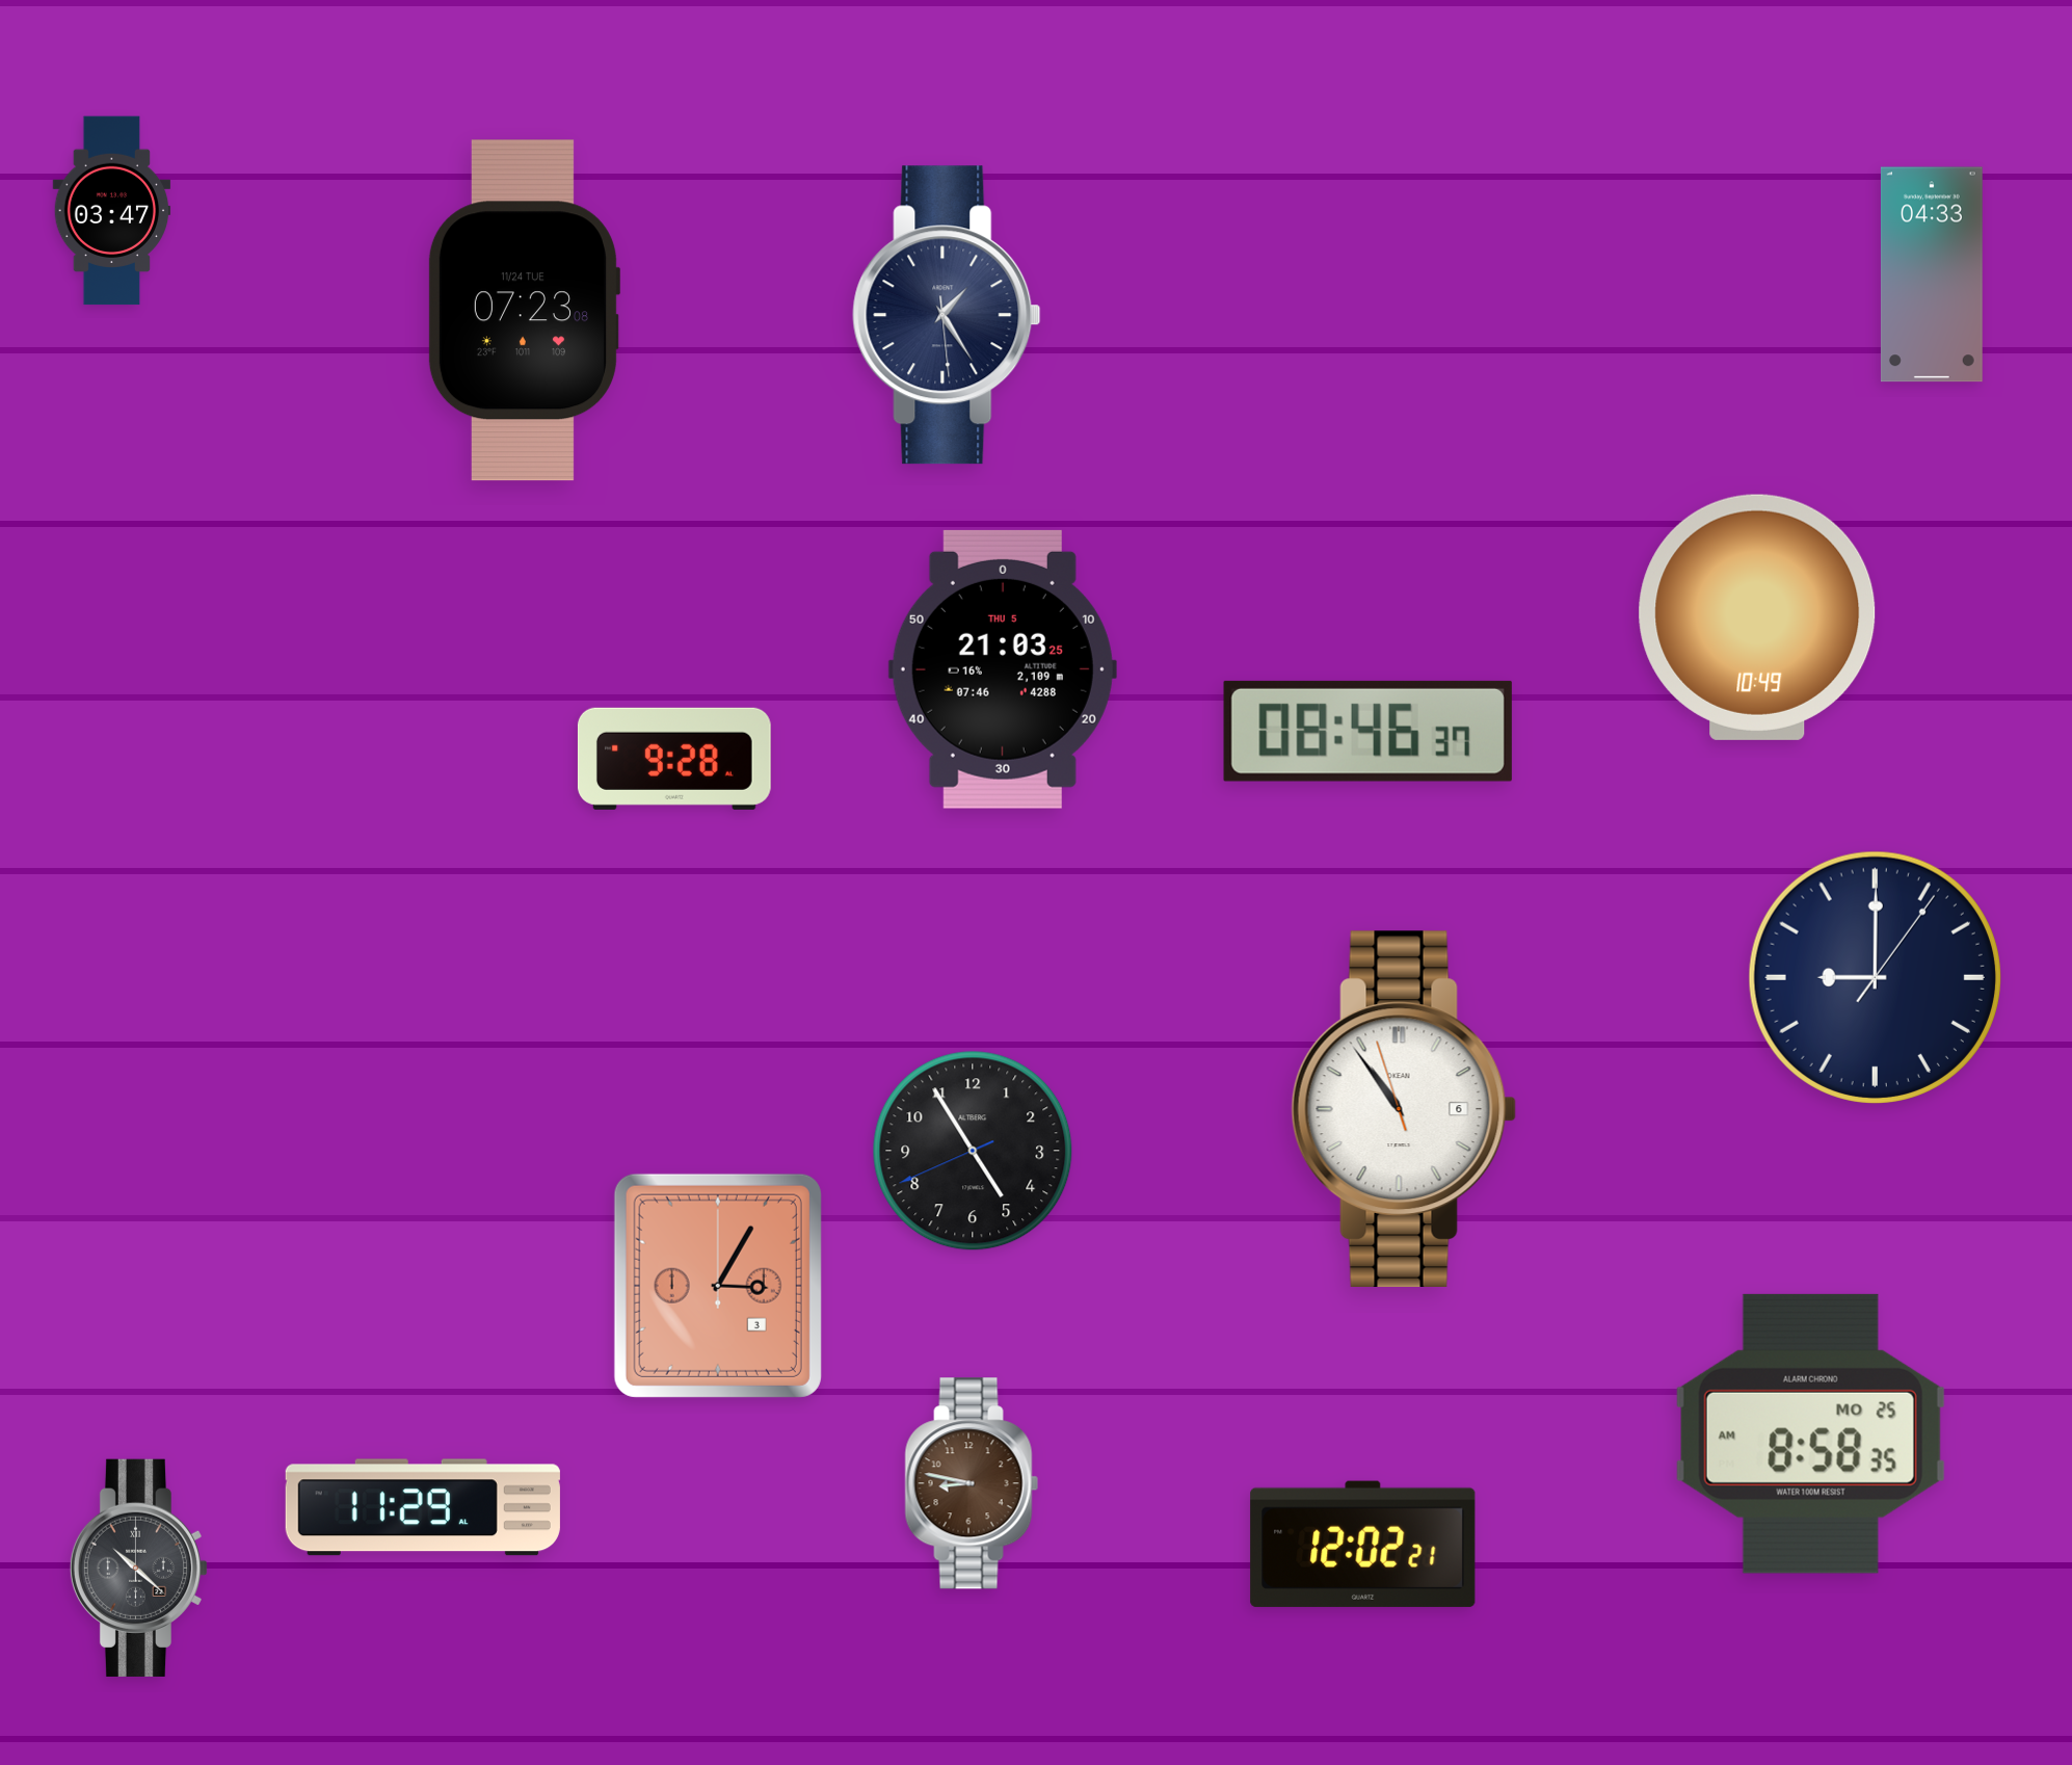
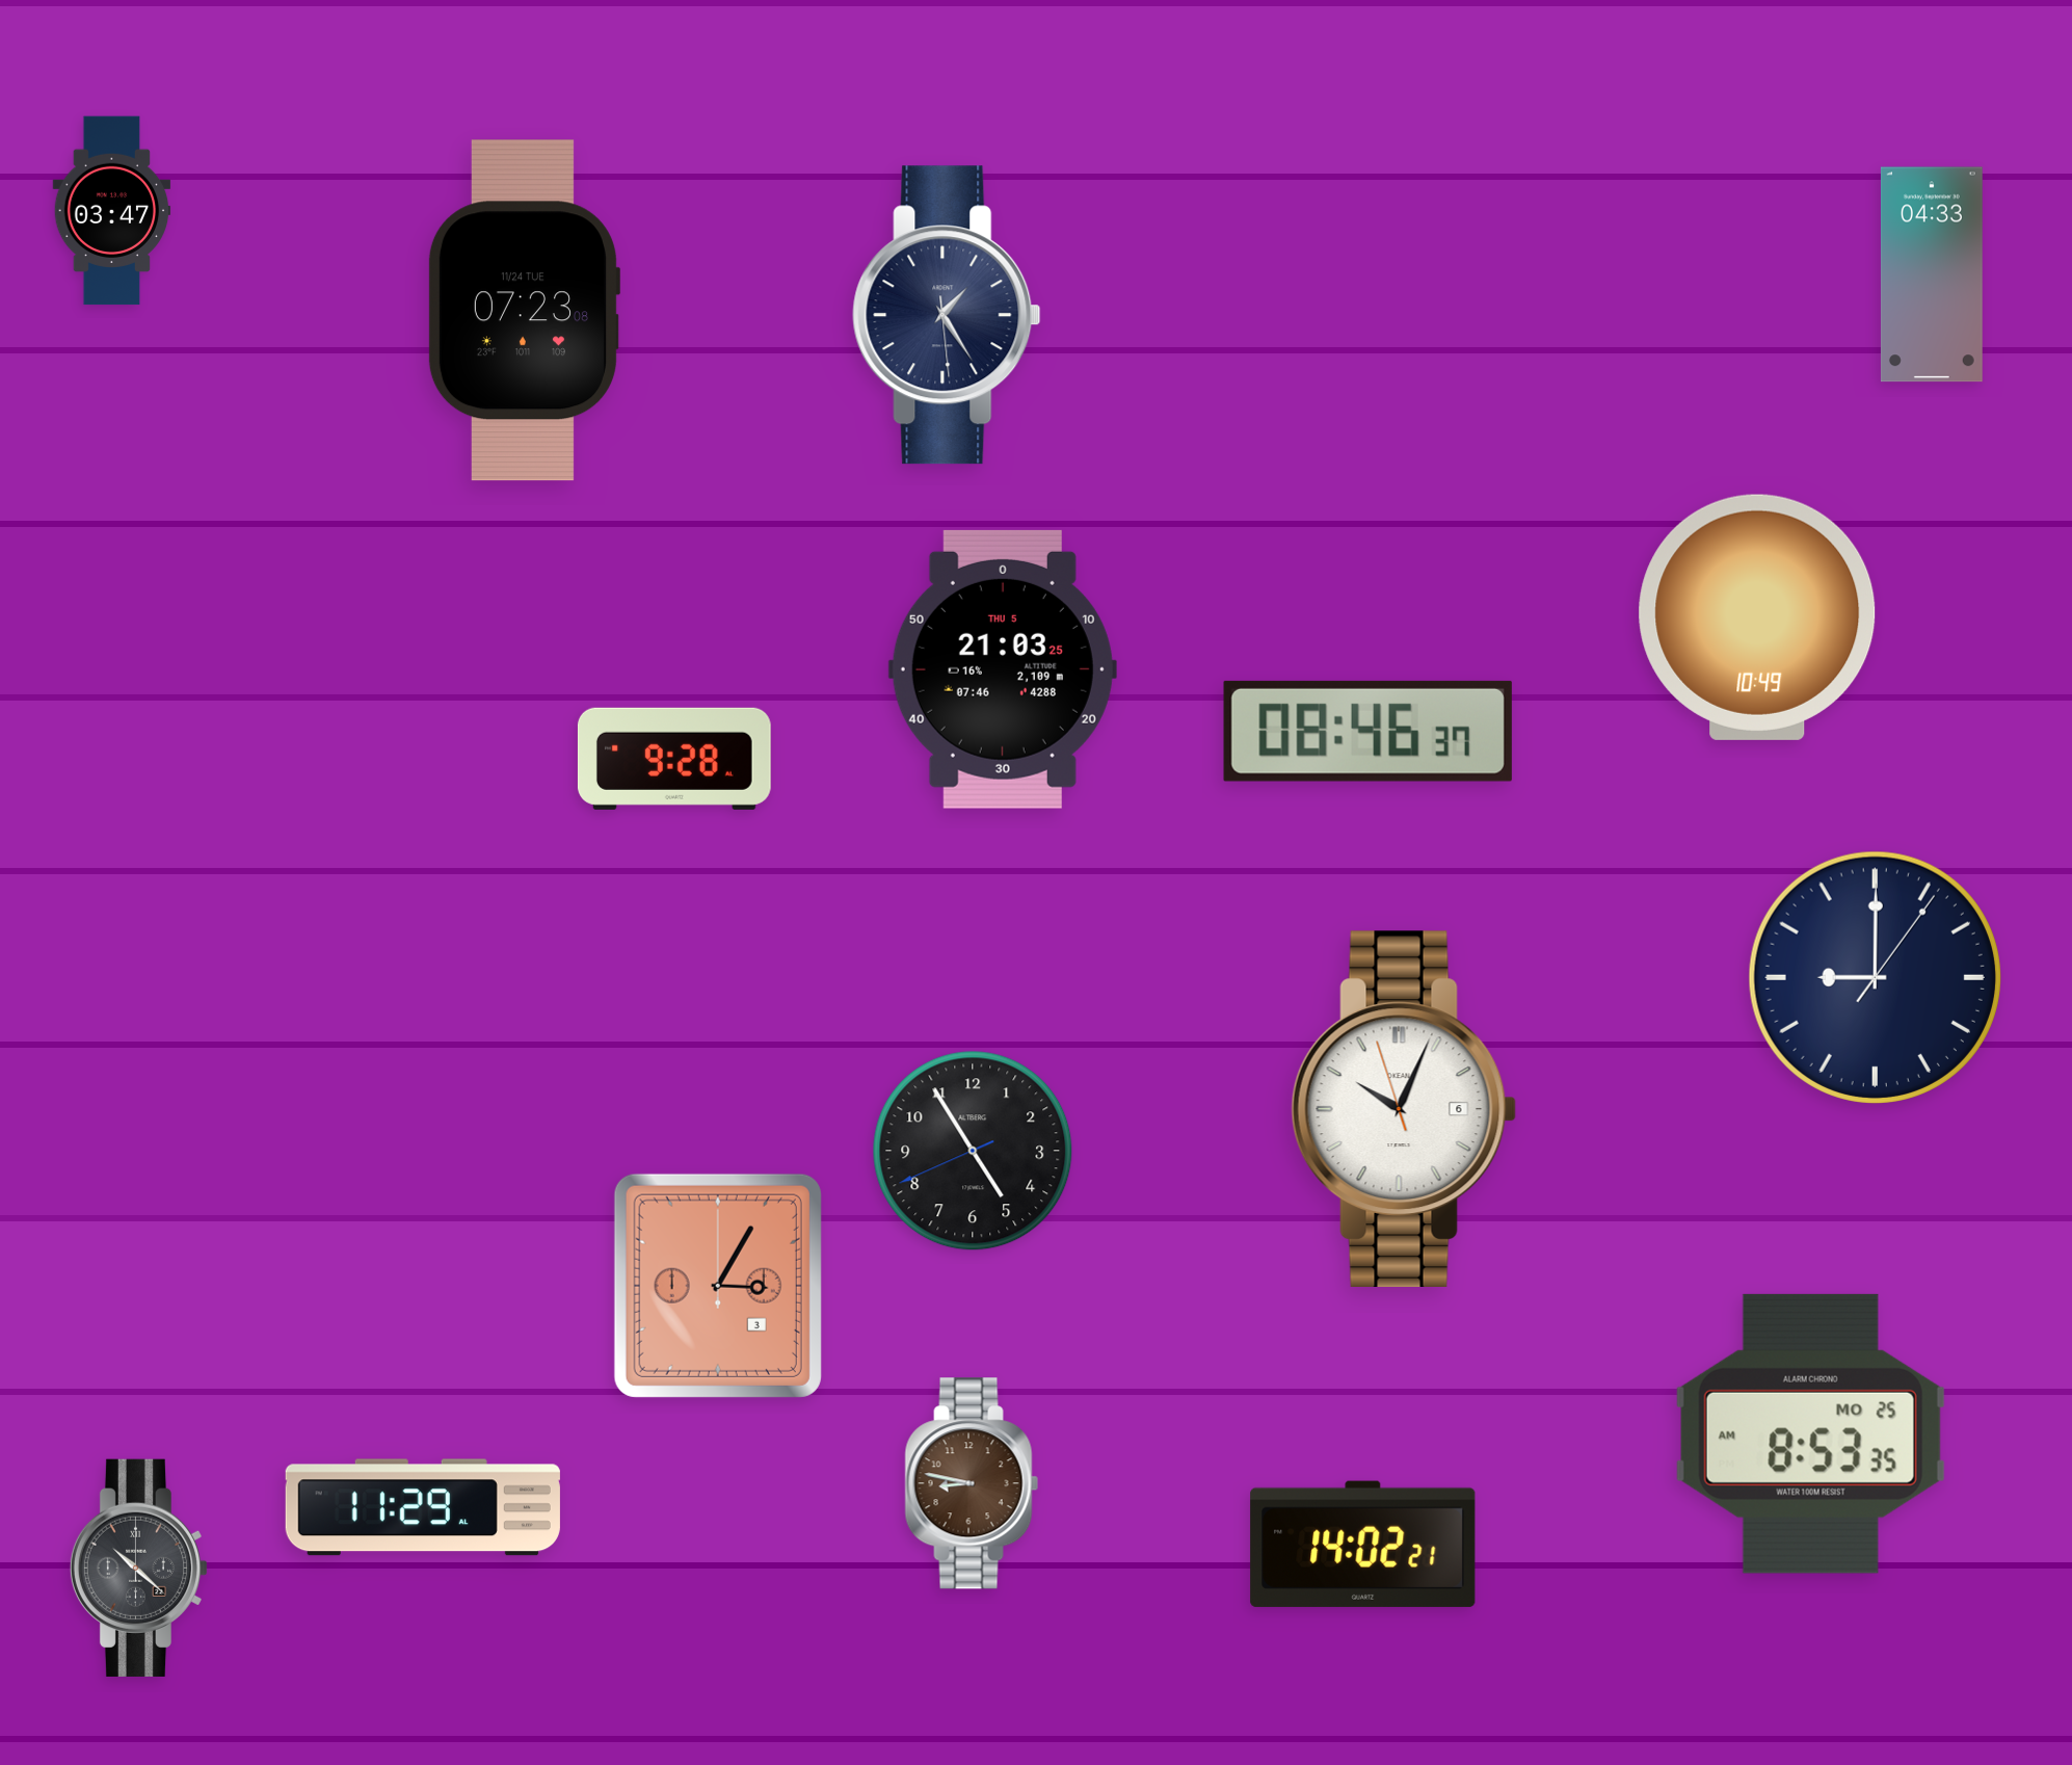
clock at (1404, 1108): 10:53 -> 10:03
clock at (1810, 1433): 8:58 -> 8:53
clock at (1363, 1544): 12:02 -> 14:02
